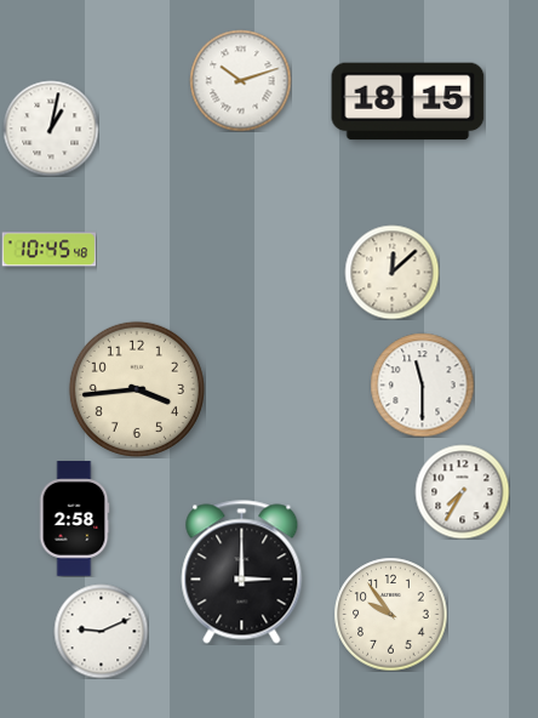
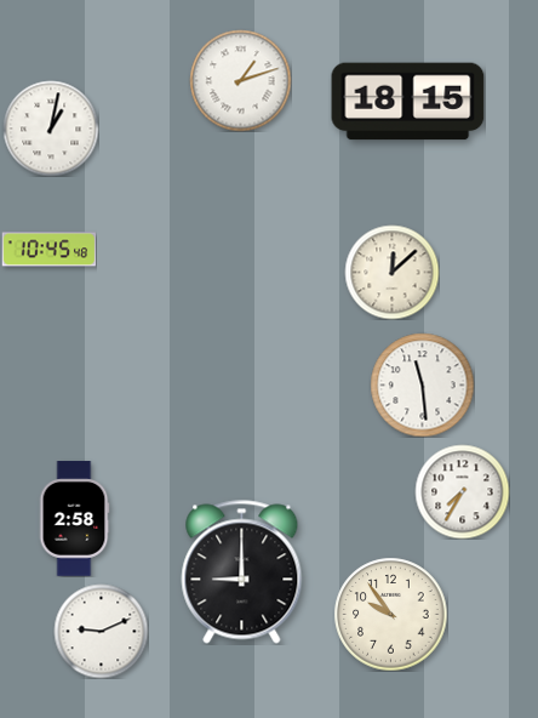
clock at (240, 80): 10:12 -> 1:12
clock at (422, 384): 11:30 -> 11:29
clock at (137, 389): 3:44 -> none
clock at (242, 572): 3:00 -> 9:00
